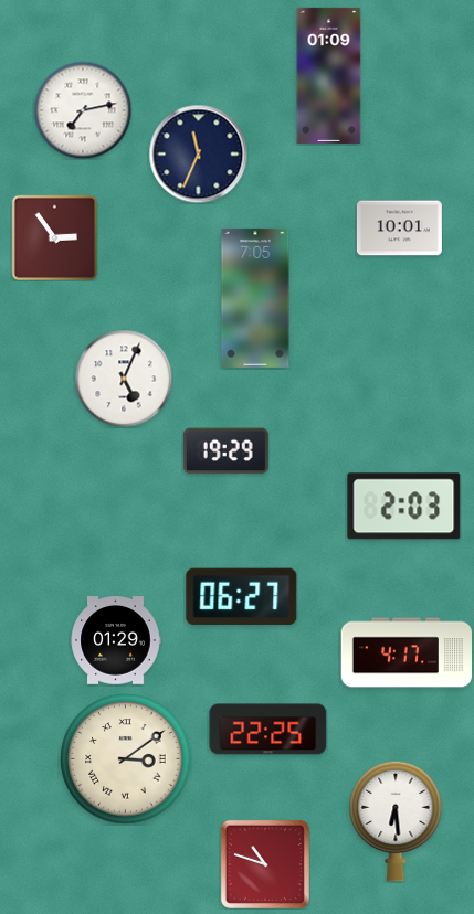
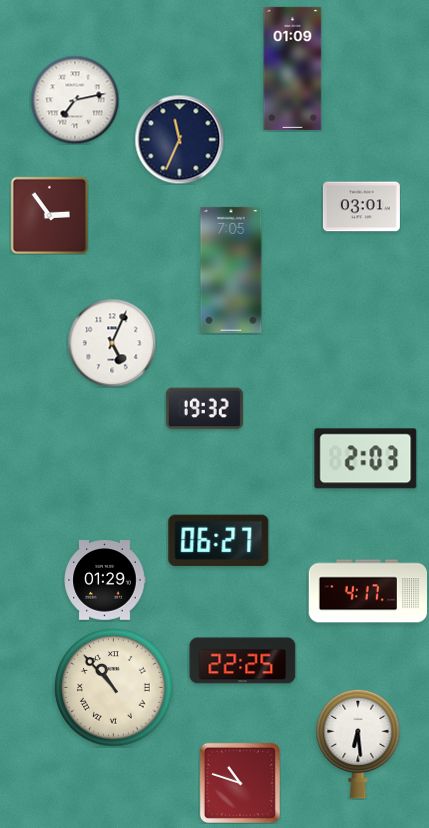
clock at (329, 75) position: (329, 75) -> (293, 68)
clock at (399, 228): 10:01 -> 03:01
clock at (225, 451): 19:29 -> 19:32
clock at (126, 759): 3:09 -> 10:53
